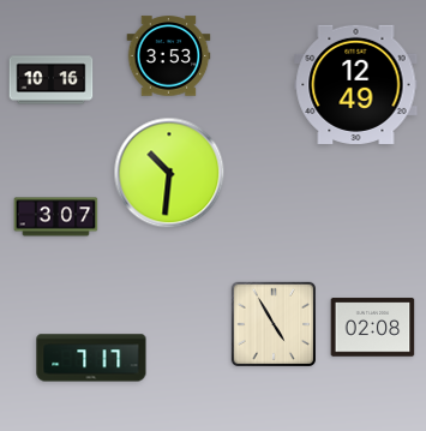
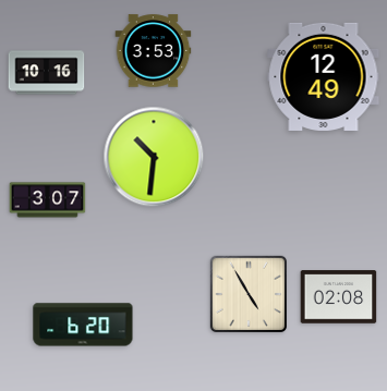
clock at (56, 217) position: (56, 217) -> (48, 200)
clock at (91, 358): 7:17 -> 6:20
